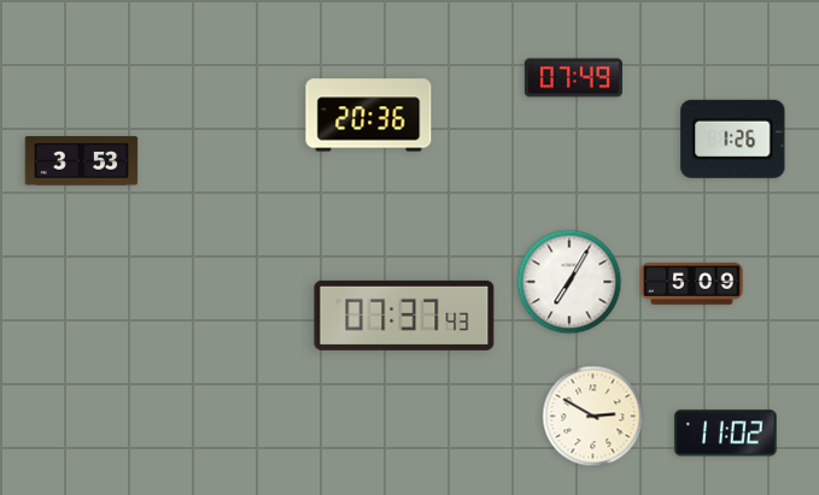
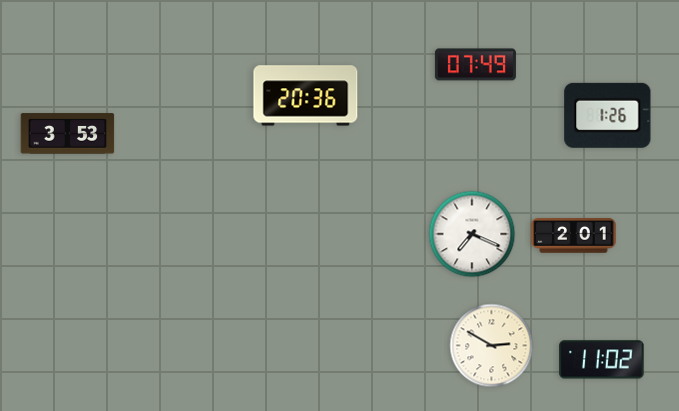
clock at (569, 282): 7:05 -> 7:19
clock at (692, 284): 5:09 -> 2:01
clock at (404, 316): 07:37 -> none
